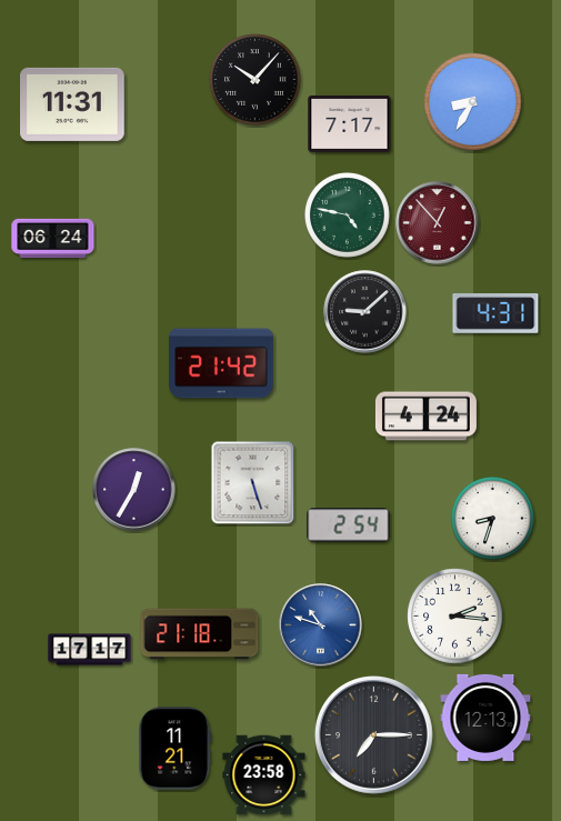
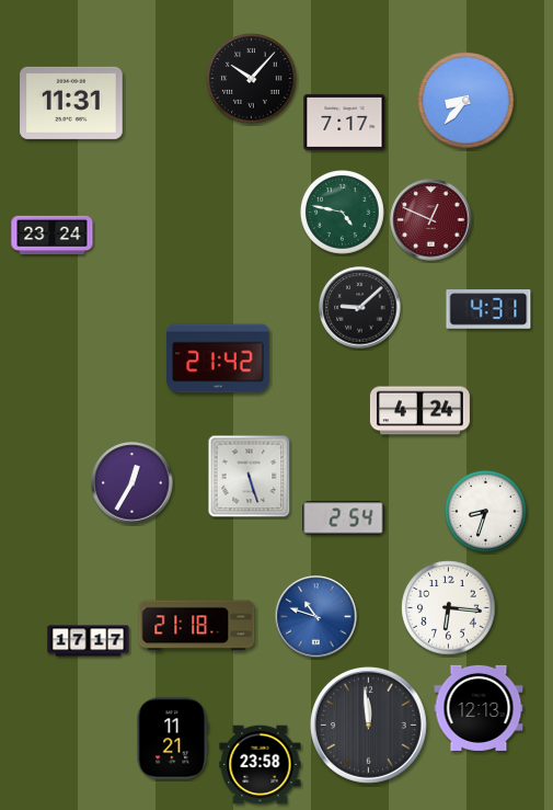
clock at (473, 102): 8:35 -> 8:37
clock at (438, 223): 12:53 -> 12:49
clock at (53, 238): 06:24 -> 23:24
clock at (455, 617): 2:16 -> 6:16
clock at (374, 735): 7:15 -> 11:59
